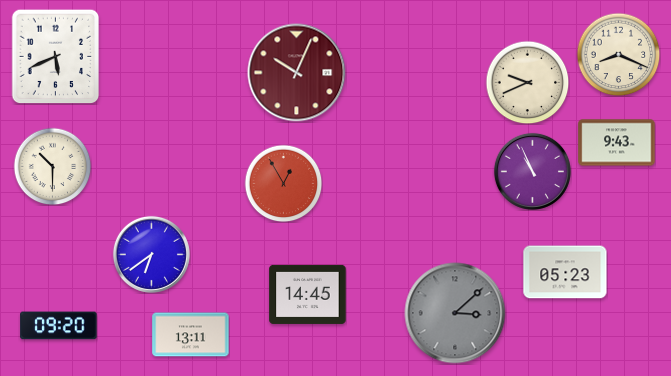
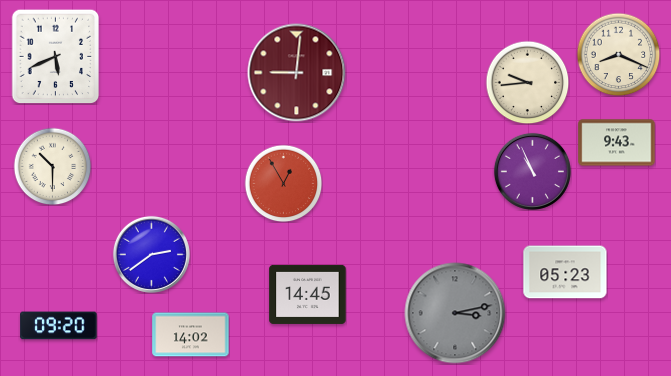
clock at (297, 73): 10:04 -> 9:01
clock at (527, 82): 9:41 -> 9:44
clock at (151, 254): 6:39 -> 2:39
clock at (455, 313): 3:08 -> 3:13
clock at (191, 335): 13:11 -> 14:02
